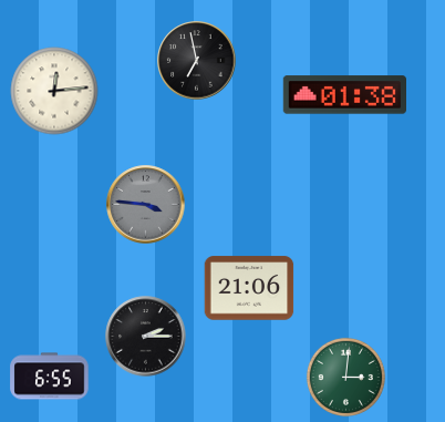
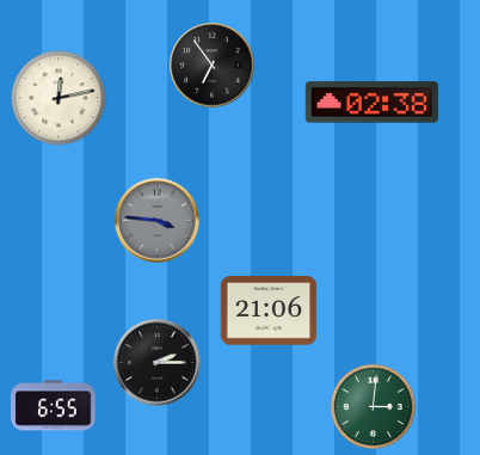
clock at (197, 61): 6:58 -> 6:54
clock at (54, 91): 12:14 -> 12:13
clock at (344, 95): 01:38 -> 02:38
